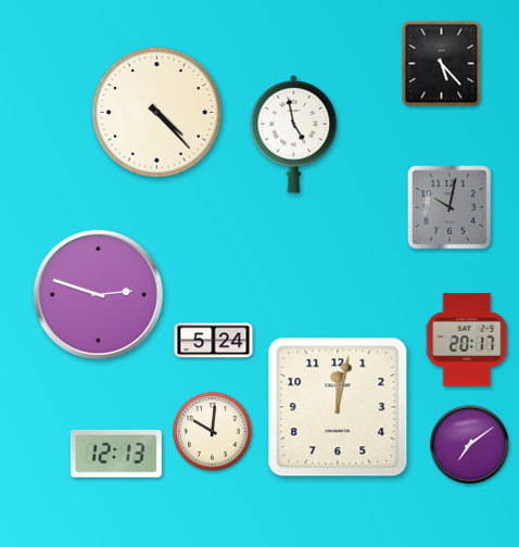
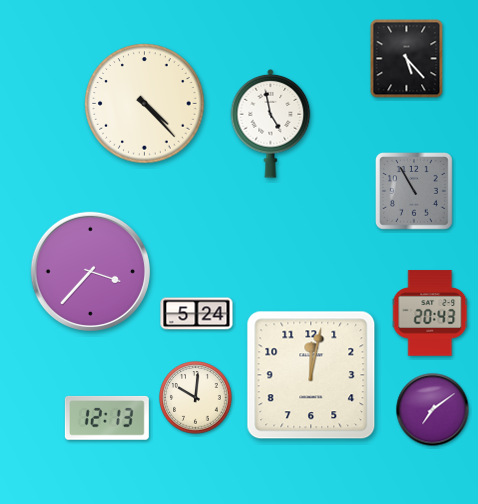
clock at (451, 208): 10:02 -> 10:55
clock at (98, 294): 2:48 -> 3:37
clock at (467, 340): 20:17 -> 20:43
